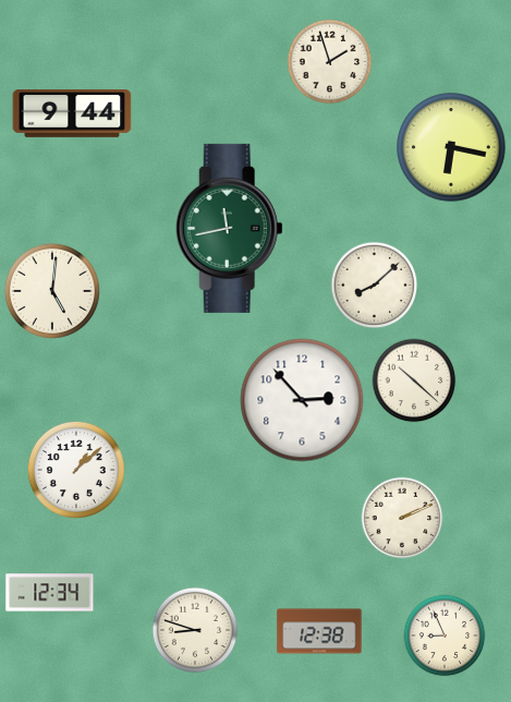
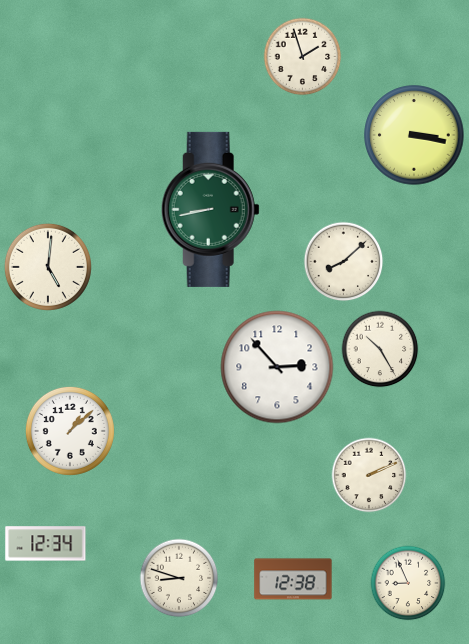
clock at (72, 114): 9:44 -> none
clock at (451, 147): 6:17 -> 3:17
clock at (229, 228): 11:43 -> 8:43
clock at (414, 380): 10:22 -> 10:25
